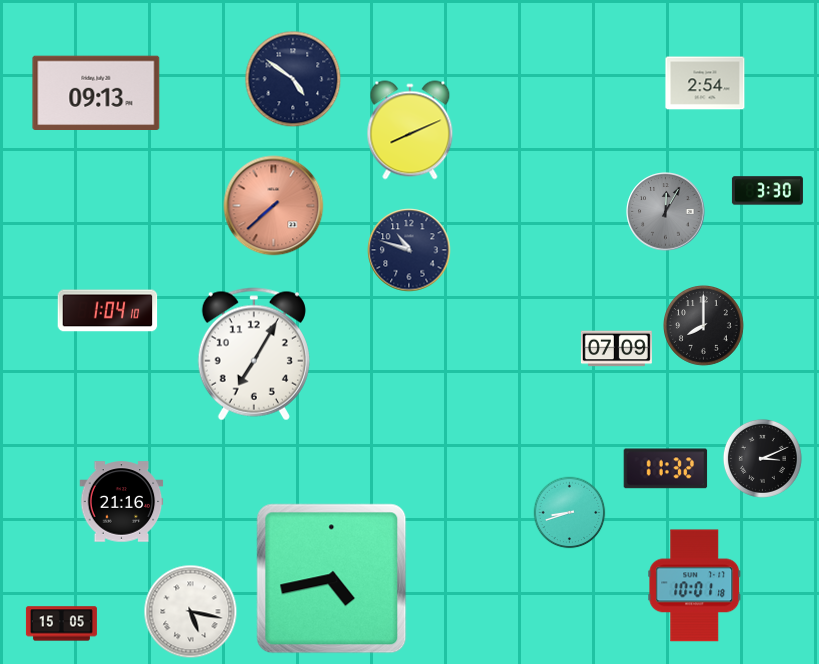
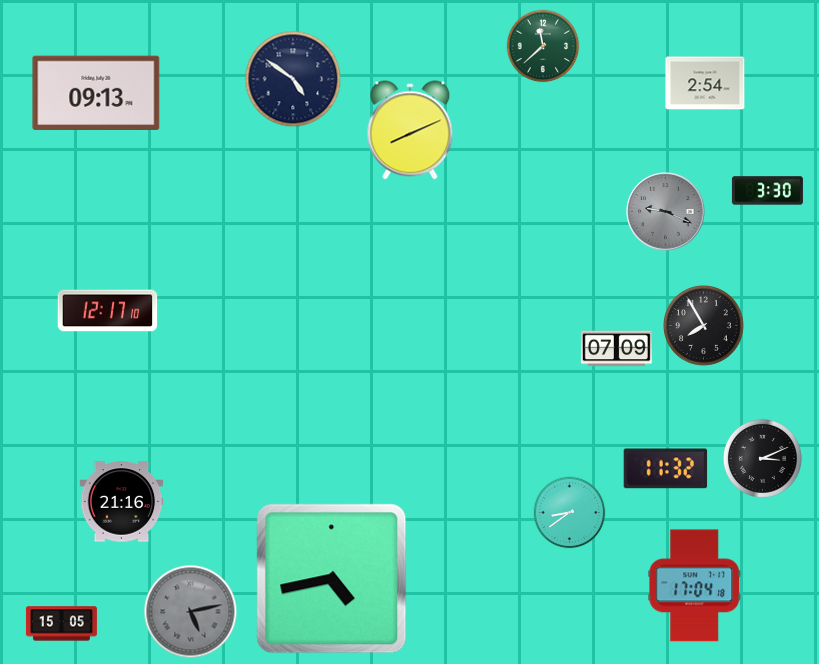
clock at (543, 46): none -> 11:38
clock at (274, 206): 7:38 -> none
clock at (666, 212): 12:05 -> 9:19
clock at (409, 250): 10:48 -> none
clock at (108, 311): 1:04 -> 12:17
clock at (704, 326): 8:00 -> 7:55
clock at (254, 354): 7:05 -> none
clock at (570, 513): 8:42 -> 8:39
clock at (695, 586): 10:01 -> 17:04
clock at (191, 612): 5:17 -> 5:13
clock at (191, 612) dial: white -> grey
